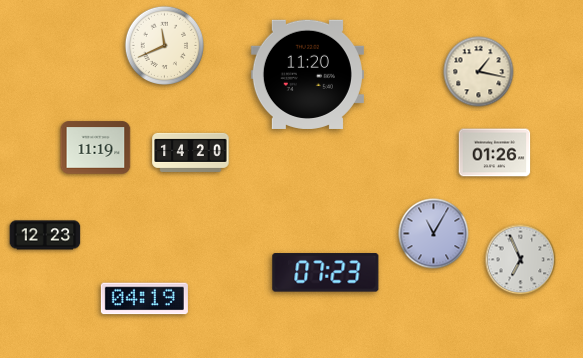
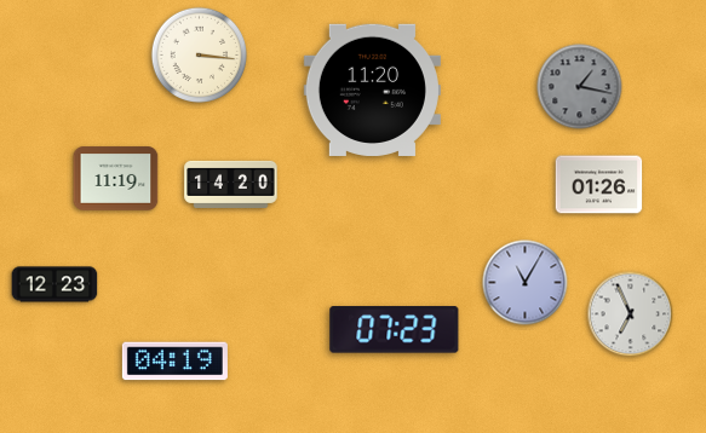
clock at (164, 45): 11:41 -> 3:16
clock at (479, 72) dial: cream -> grey
